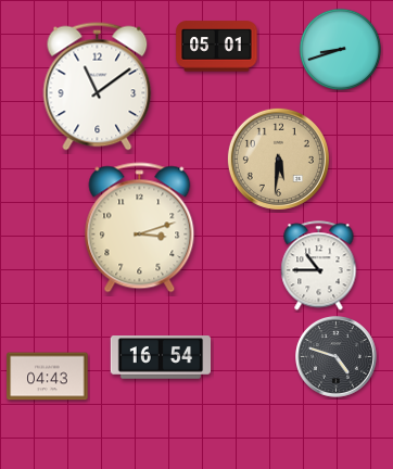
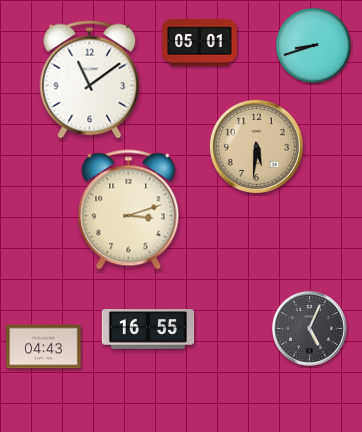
clock at (319, 266): 10:45 -> none
clock at (161, 357): 16:54 -> 16:55
clock at (337, 357): 4:48 -> 5:04
